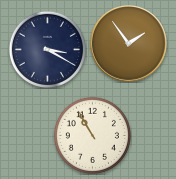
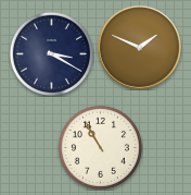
clock at (129, 44): 1:54 -> 1:49
